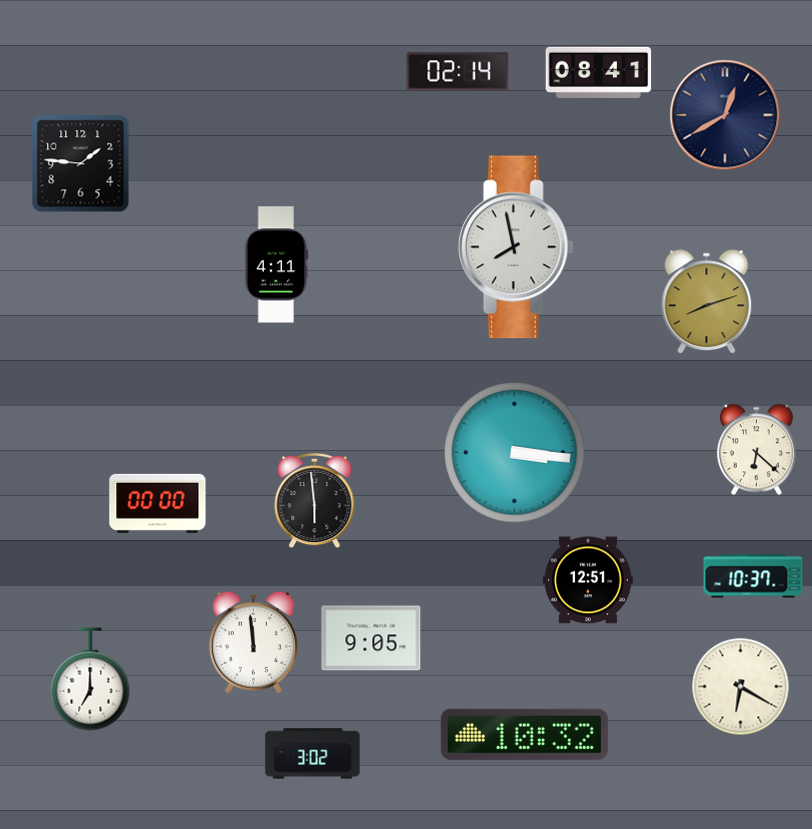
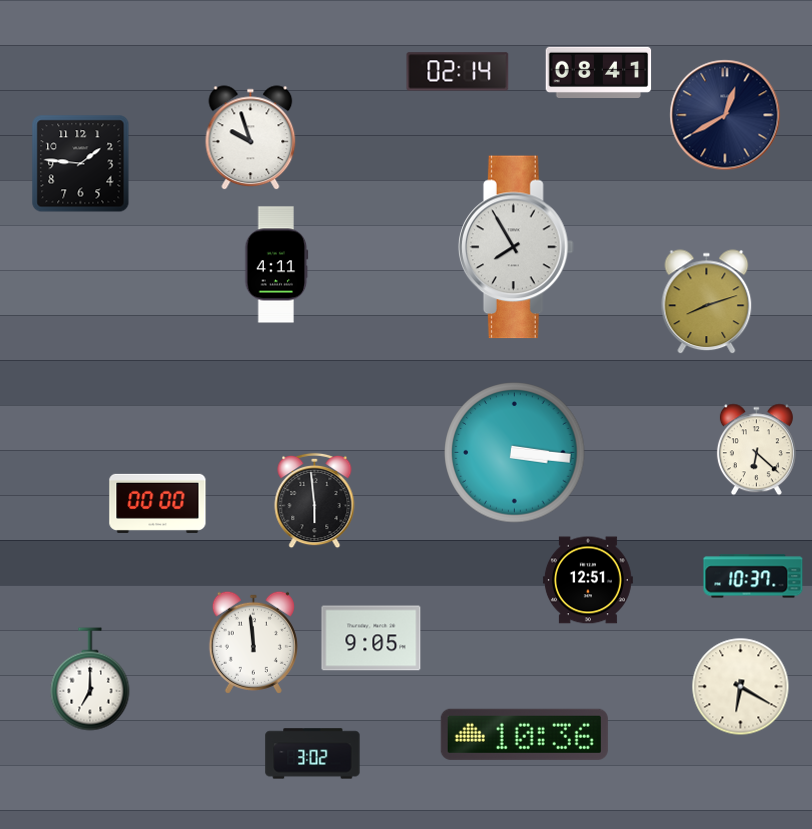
clock at (251, 138): none -> 9:57
clock at (516, 247): 7:58 -> 7:55
clock at (524, 734): 10:32 -> 10:36
